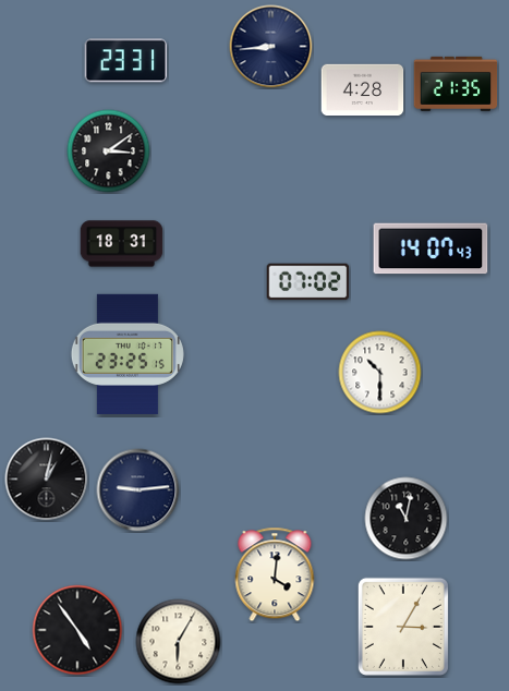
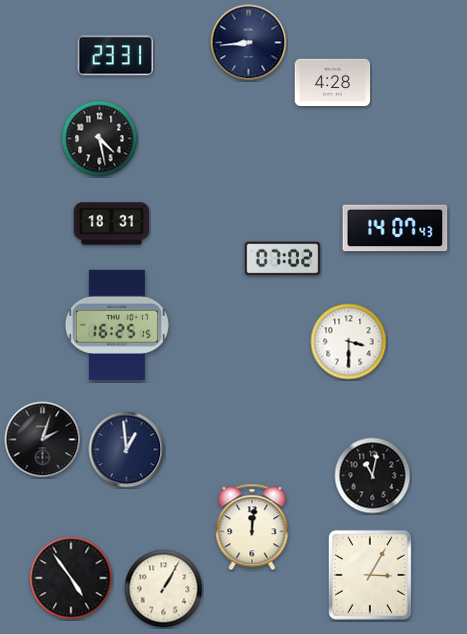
clock at (456, 84): 21:35 -> none
clock at (109, 151): 3:09 -> 4:28
clock at (128, 354): 23:25 -> 16:25
clock at (380, 373): 10:30 -> 3:30
clock at (47, 480): 1:02 -> 2:03
clock at (138, 490): 9:14 -> 12:59
clock at (275, 574): 4:01 -> 12:01
clock at (179, 642): 6:05 -> 1:05
